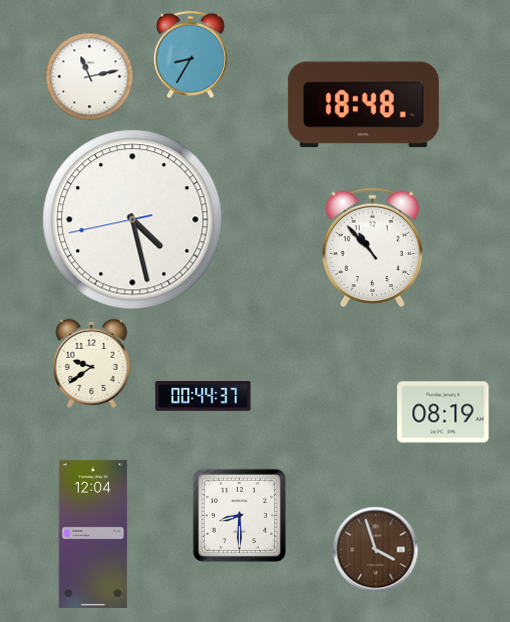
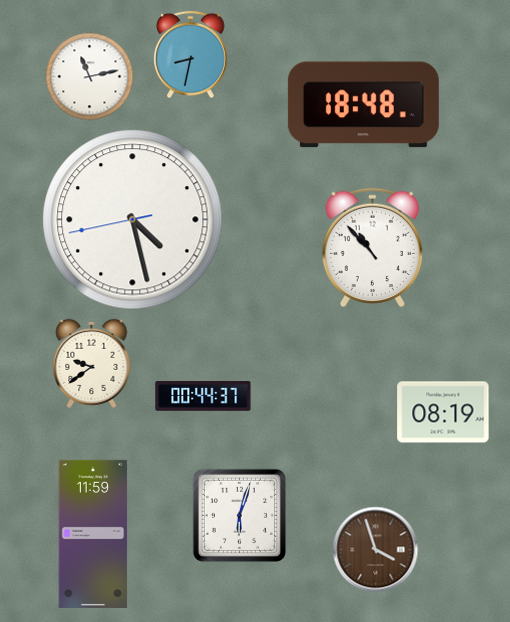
clock at (191, 55): 8:35 -> 8:32
clock at (239, 515): 8:30 -> 6:03
clock at (93, 534): 12:04 -> 11:59
